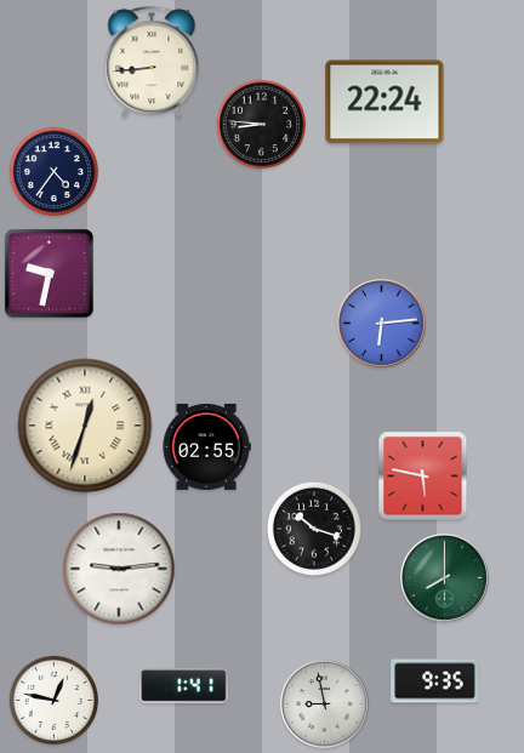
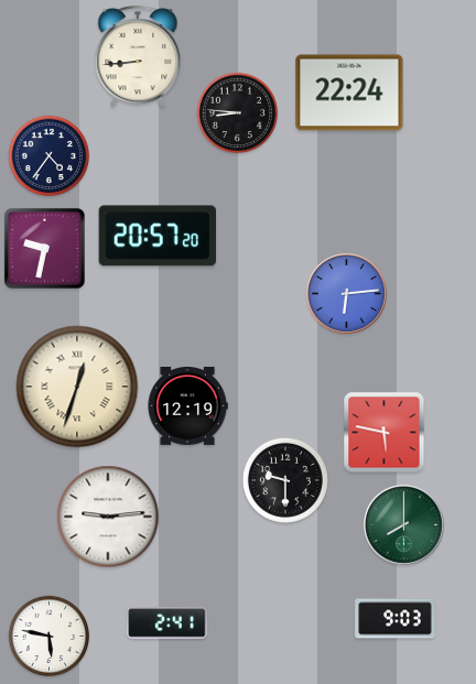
clock at (156, 236): none -> 20:57
clock at (206, 446): 02:55 -> 12:19
clock at (314, 529): 10:18 -> 9:30
clock at (435, 681): 9:35 -> 9:03
clock at (184, 686): 1:41 -> 2:41
clock at (55, 701): 12:47 -> 5:47
clock at (325, 704): 8:58 -> none
